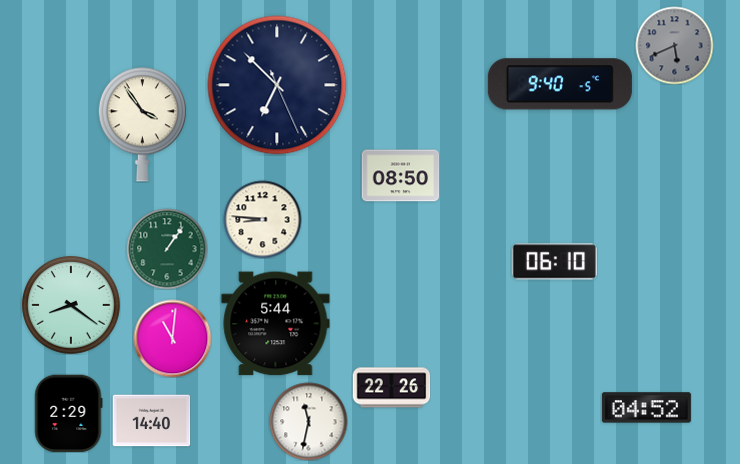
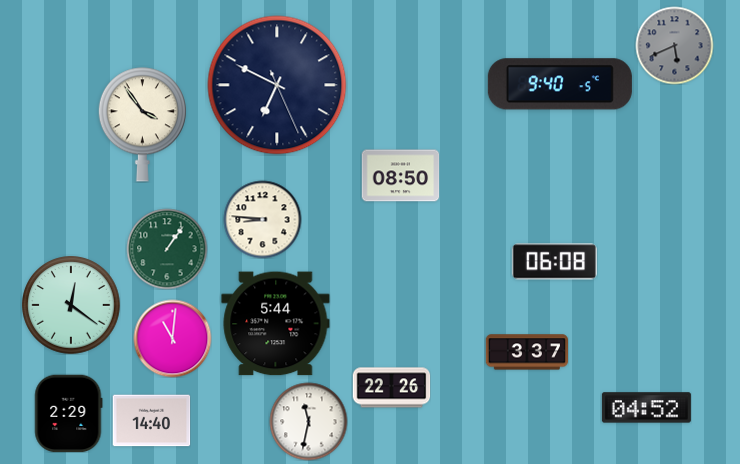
clock at (277, 85): 6:52 -> 6:49
clock at (554, 262): 06:10 -> 06:08
clock at (71, 305): 8:21 -> 12:21
clock at (526, 352): none -> 3:37
